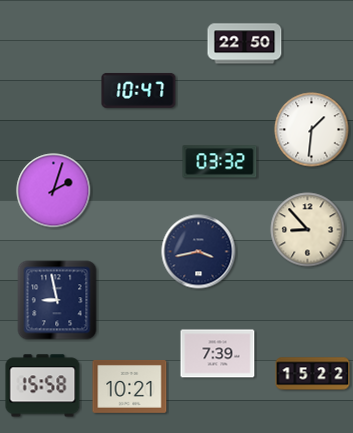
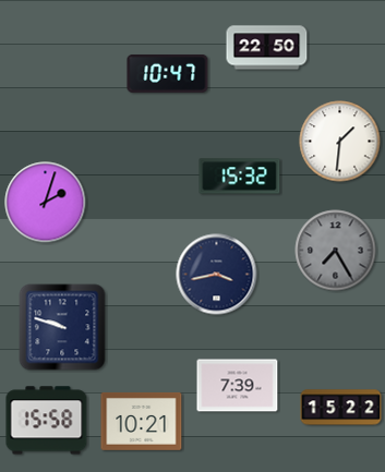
clock at (139, 90) position: (139, 90) -> (168, 73)
clock at (220, 162): 03:32 -> 15:32
clock at (54, 191) position: (54, 191) -> (46, 203)
clock at (308, 230): 8:53 -> 7:25
clock at (308, 230) dial: cream -> grey
clock at (57, 300): 8:58 -> 9:48
